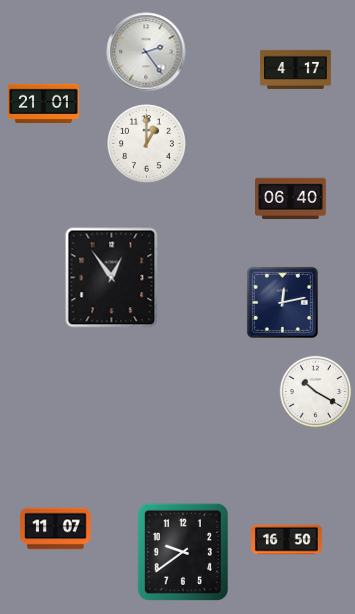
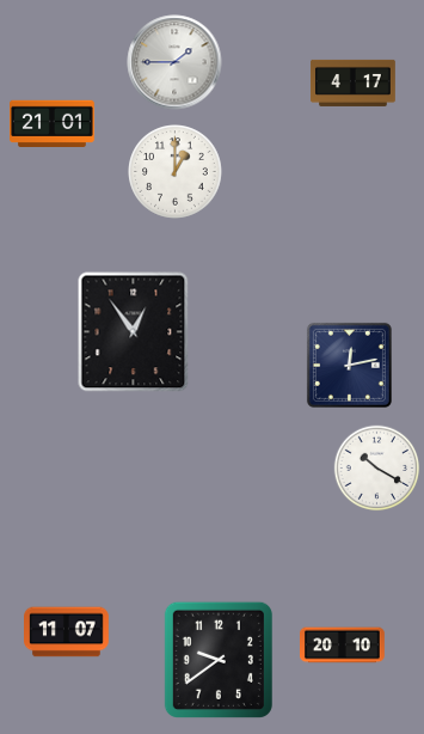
clock at (146, 52): 2:24 -> 1:45
clock at (291, 199): 06:40 -> none
clock at (282, 302) position: (282, 302) -> (349, 365)
clock at (287, 540): 16:50 -> 20:10
